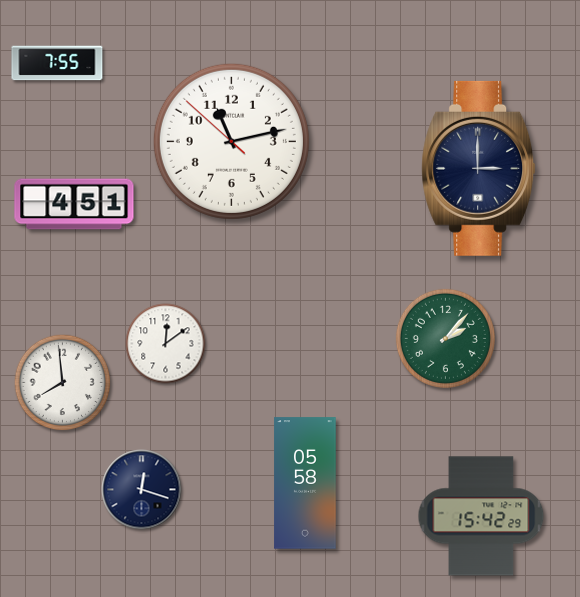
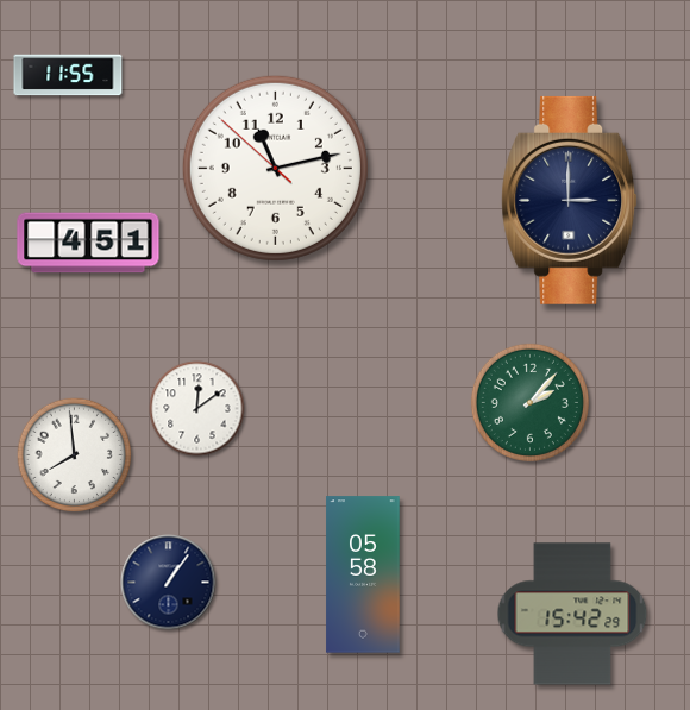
clock at (57, 63): 7:55 -> 11:55
clock at (142, 490): 12:18 -> 1:06
